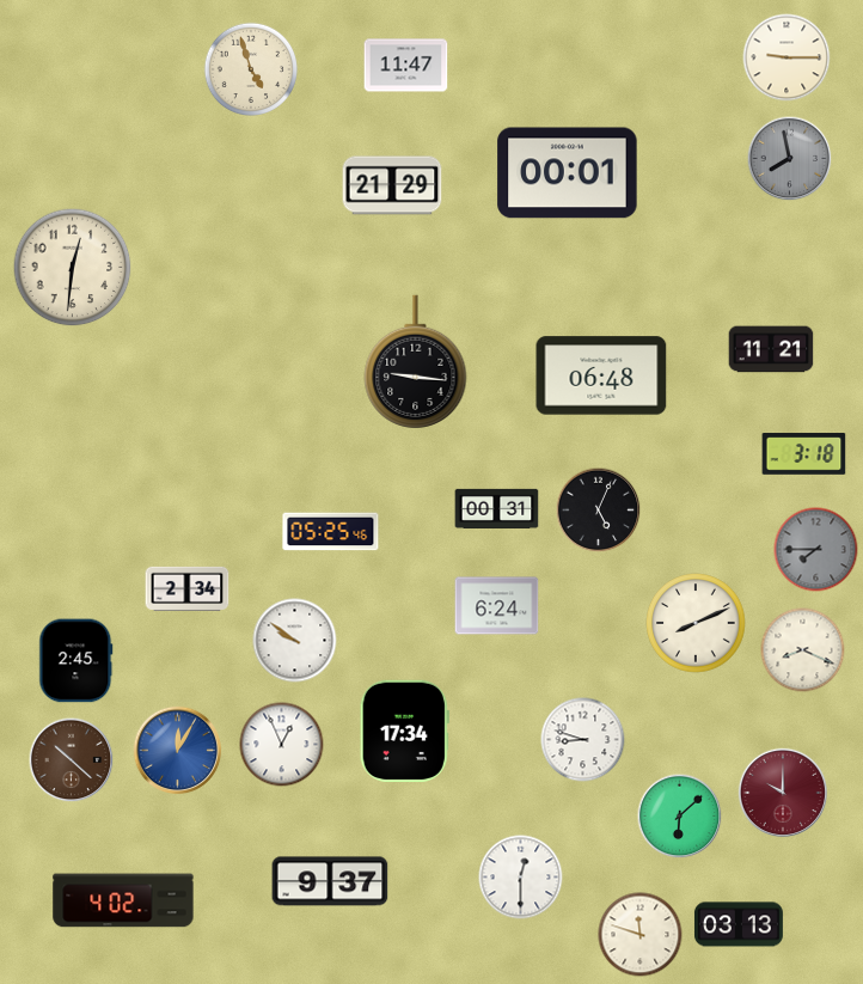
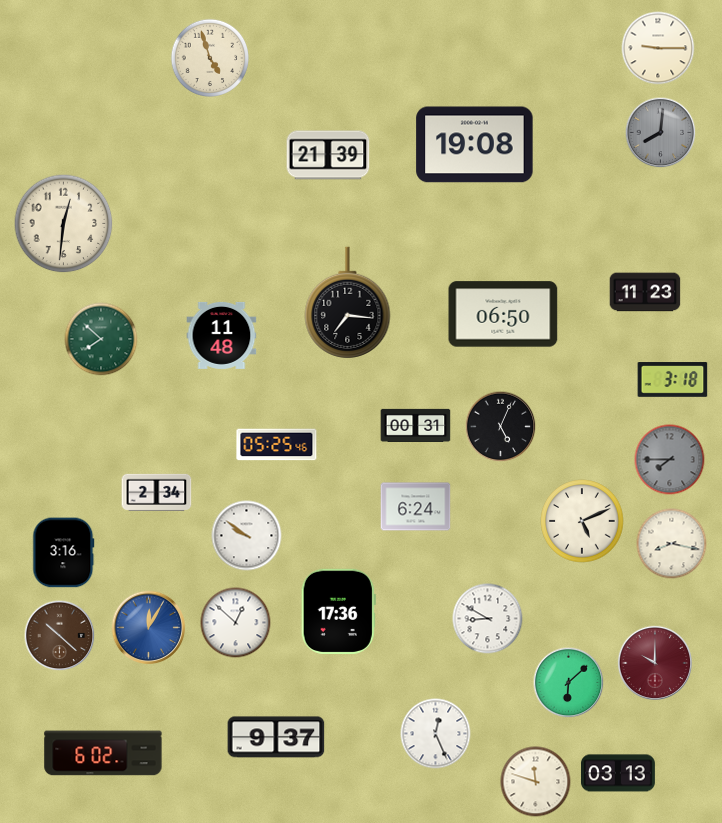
clock at (406, 66): 11:47 -> none
clock at (790, 159): 7:58 -> 8:01
clock at (568, 173): 00:01 -> 19:08
clock at (392, 185): 21:29 -> 21:39
clock at (73, 268) position: (73, 268) -> (64, 224)
clock at (771, 349): 11:21 -> 11:23
clock at (416, 362): 9:16 -> 7:16
clock at (601, 375): 06:48 -> 06:50
clock at (222, 335): none -> 11:48
clock at (101, 339): none -> 7:52
clock at (816, 550) position: (816, 550) -> (670, 460)
clock at (696, 623): 8:11 -> 5:11
clock at (803, 650): 8:19 -> 8:17
clock at (76, 661): 2:45 -> 3:16
clock at (404, 731): 17:34 -> 17:36
clock at (583, 740): 8:48 -> 8:50
clock at (282, 745): 12:56 -> 12:52
clock at (521, 878): 12:30 -> 12:26
clock at (123, 900): 4:02 -> 6:02
